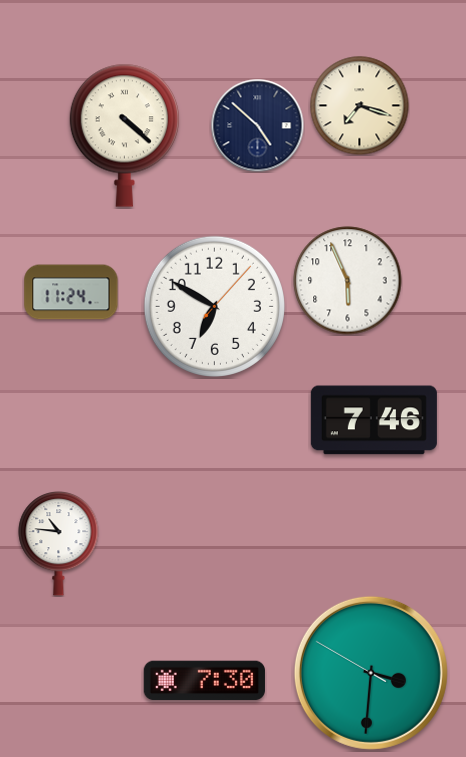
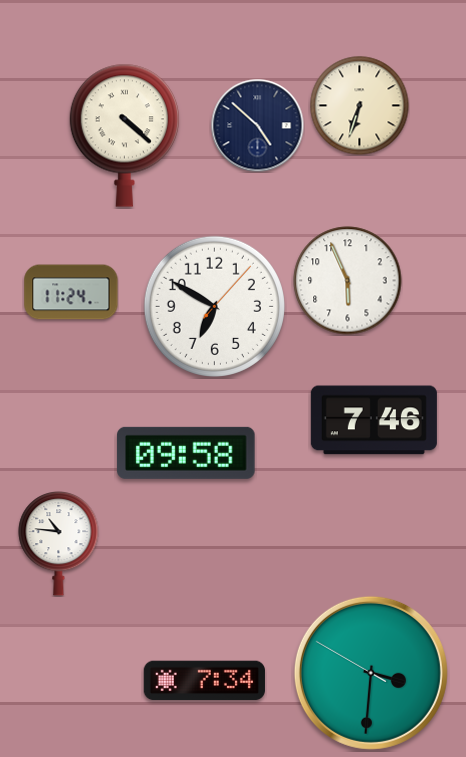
clock at (360, 106): 7:18 -> 6:33
clock at (186, 453): none -> 09:58
clock at (204, 681): 7:30 -> 7:34
